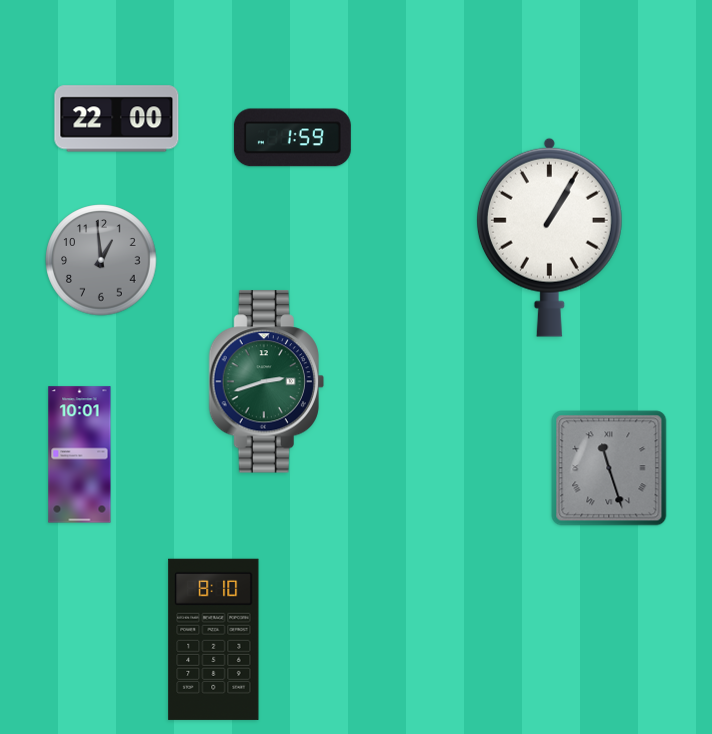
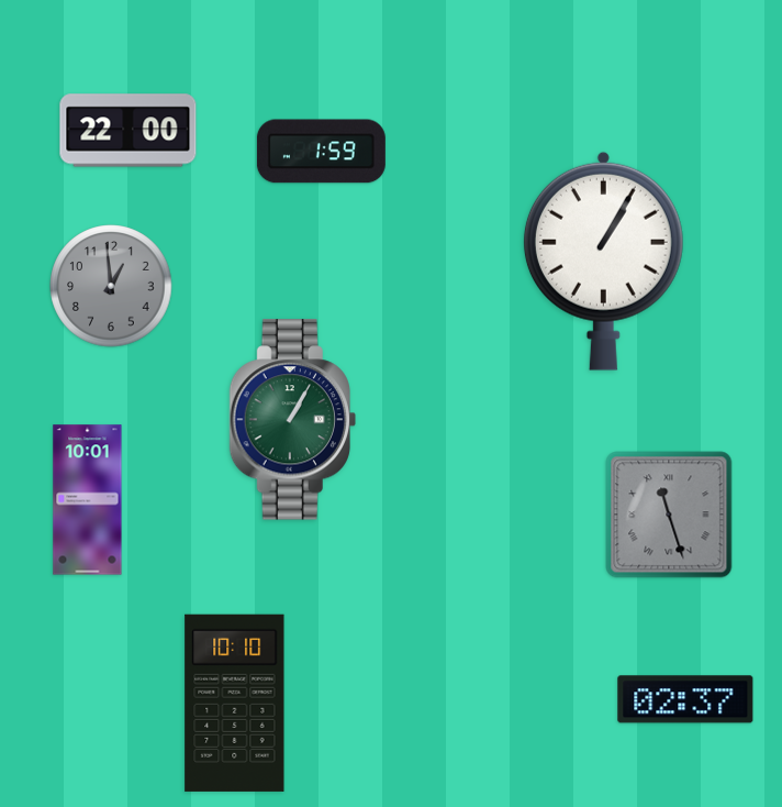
clock at (266, 382): 2:42 -> 1:05
clock at (685, 699): none -> 02:37
clock at (214, 639): 8:10 -> 10:10
